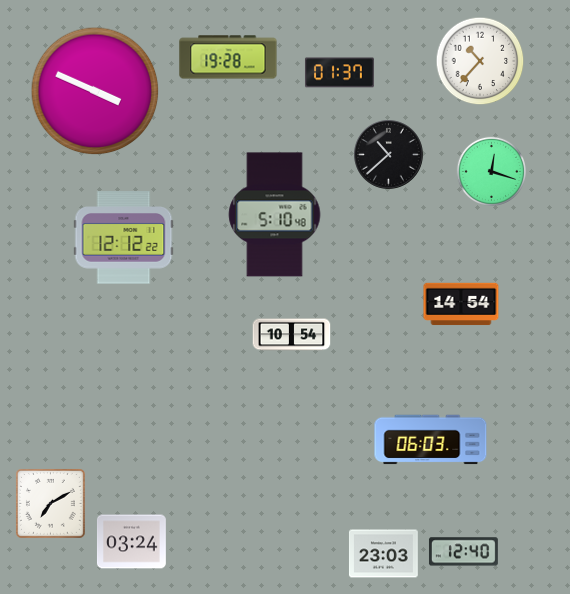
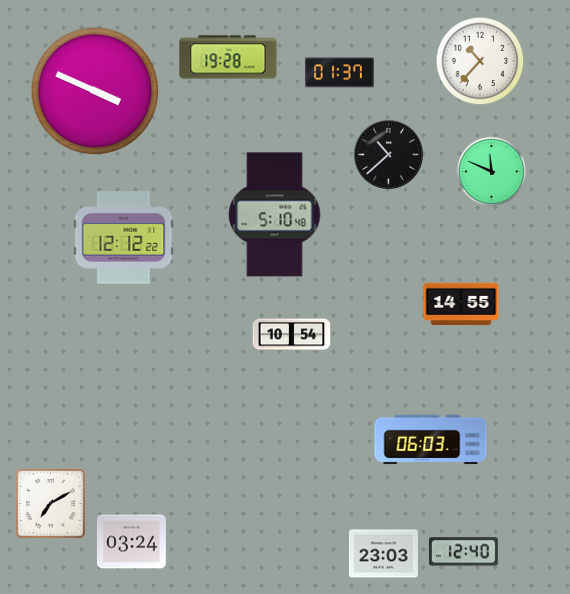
clock at (491, 171): 12:18 -> 11:49
clock at (461, 304): 14:54 -> 14:55
